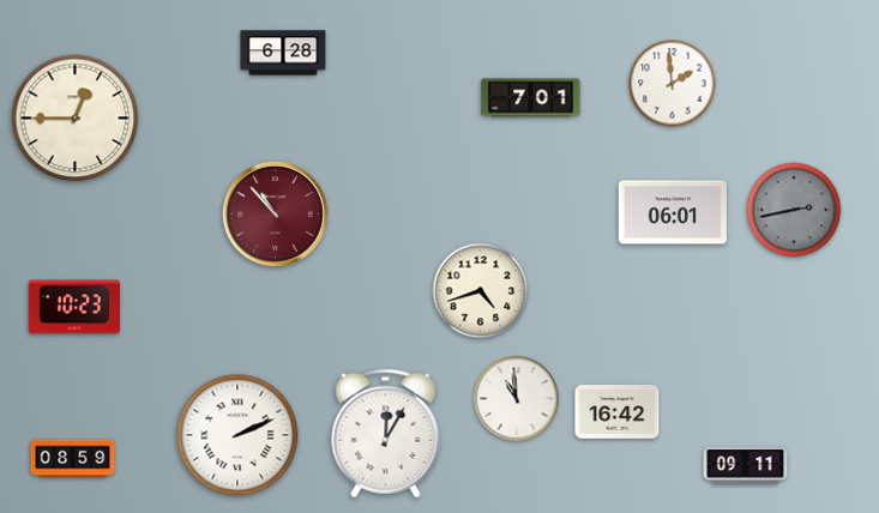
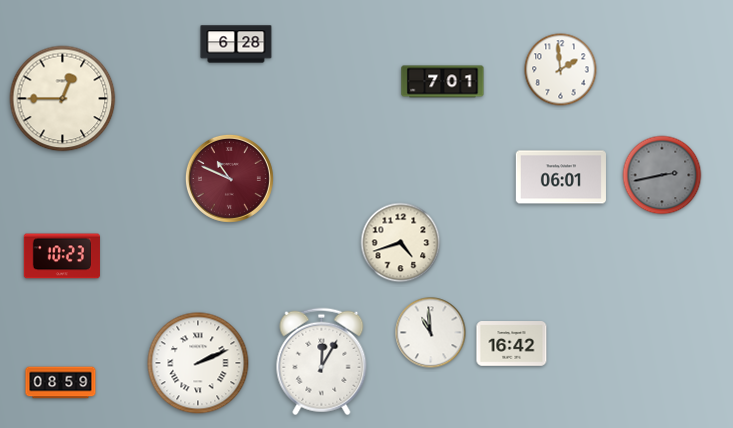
clock at (275, 213): 10:53 -> 10:49
clock at (618, 412) position: (618, 412) -> (512, 344)
clock at (746, 466): 09:11 -> none
